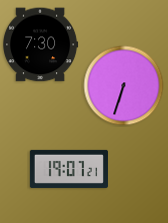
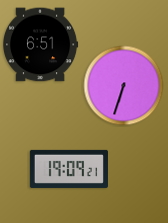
clock at (41, 45): 7:30 -> 6:51
clock at (69, 169): 19:07 -> 19:09
